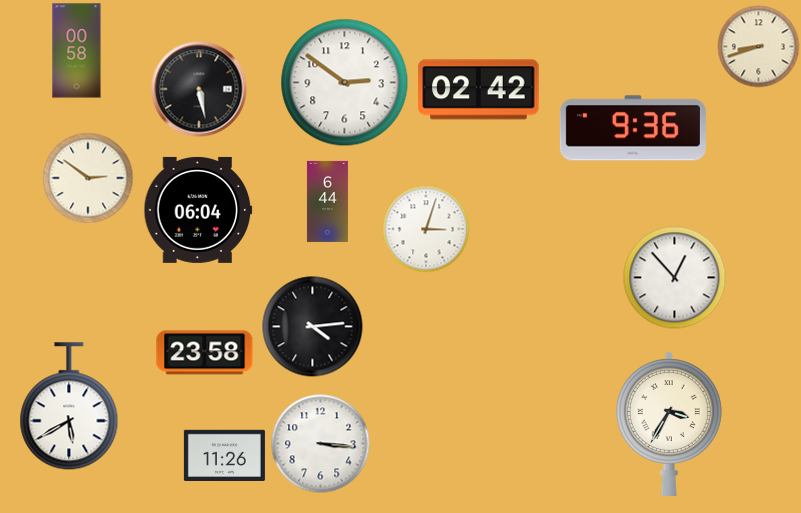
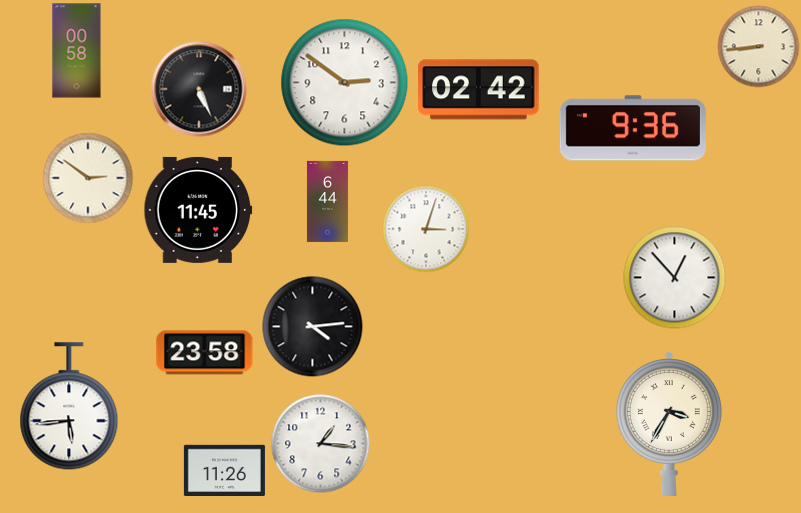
clock at (759, 47): 8:42 -> 8:44
clock at (199, 89): 5:28 -> 5:26
clock at (198, 210): 06:04 -> 11:45
clock at (69, 407): 5:40 -> 5:44
clock at (321, 444): 3:16 -> 1:16
clock at (224, 455) position: (224, 455) -> (224, 470)
